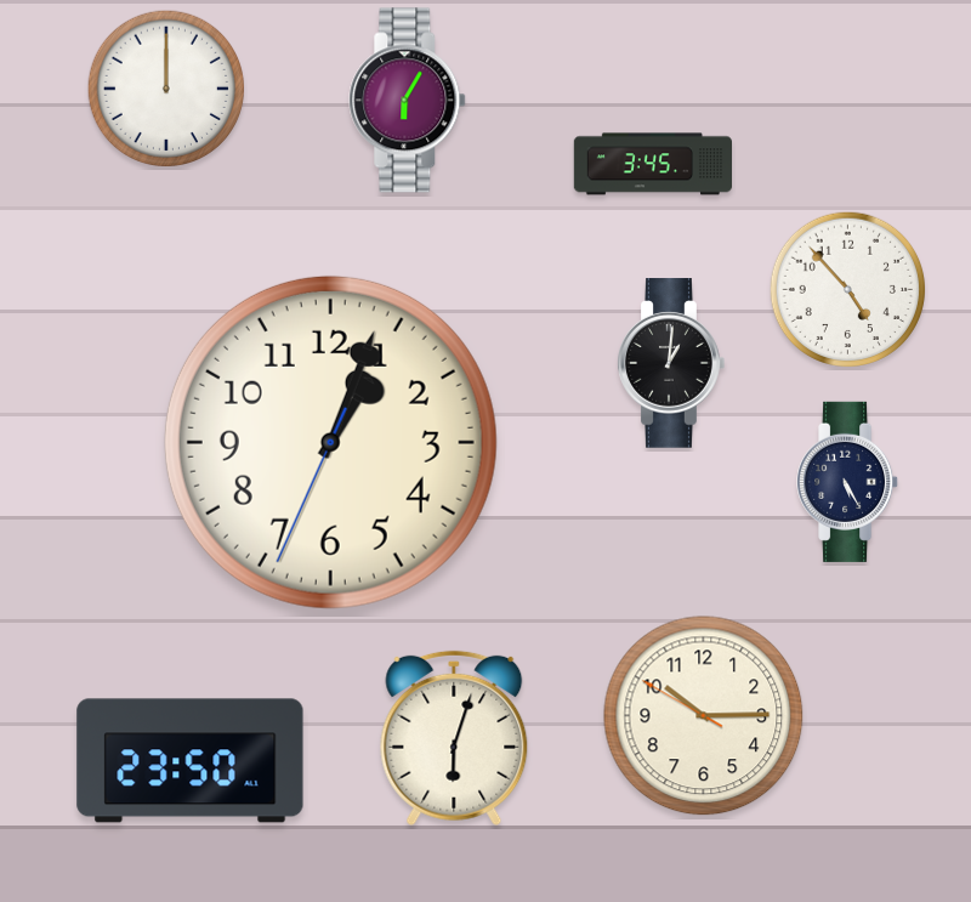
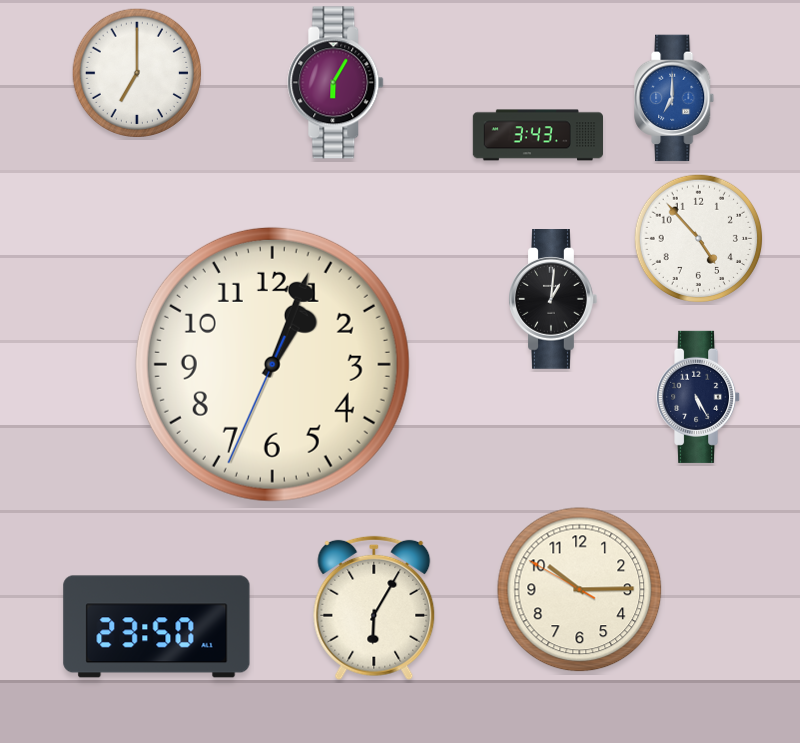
clock at (165, 87): 12:00 -> 7:00
clock at (675, 98): none -> 7:00
clock at (652, 164): 3:45 -> 3:43
clock at (454, 738): 6:03 -> 6:05
